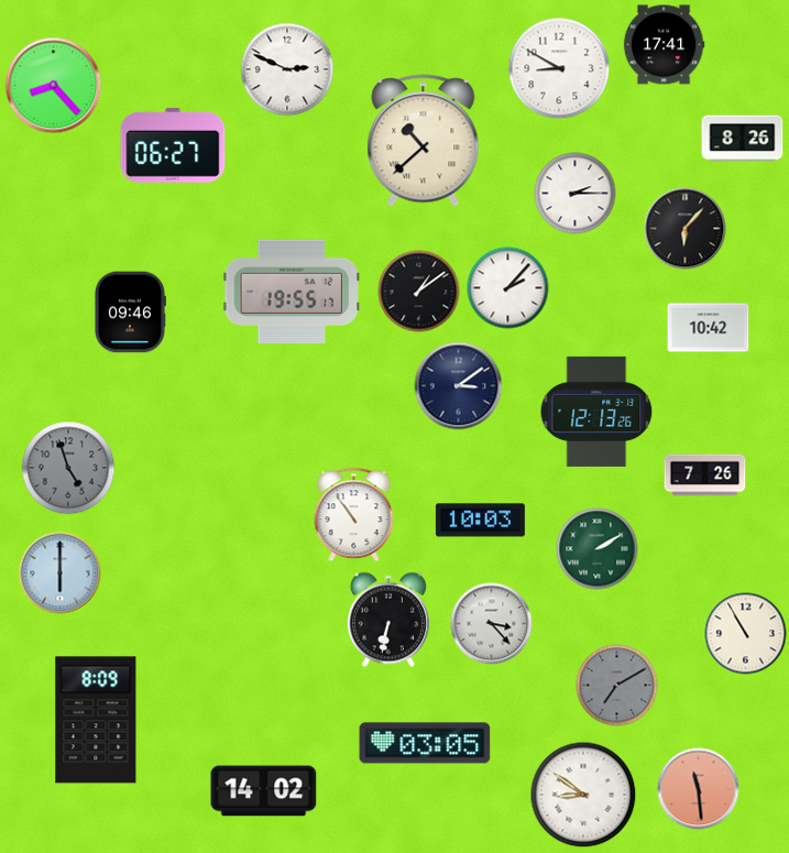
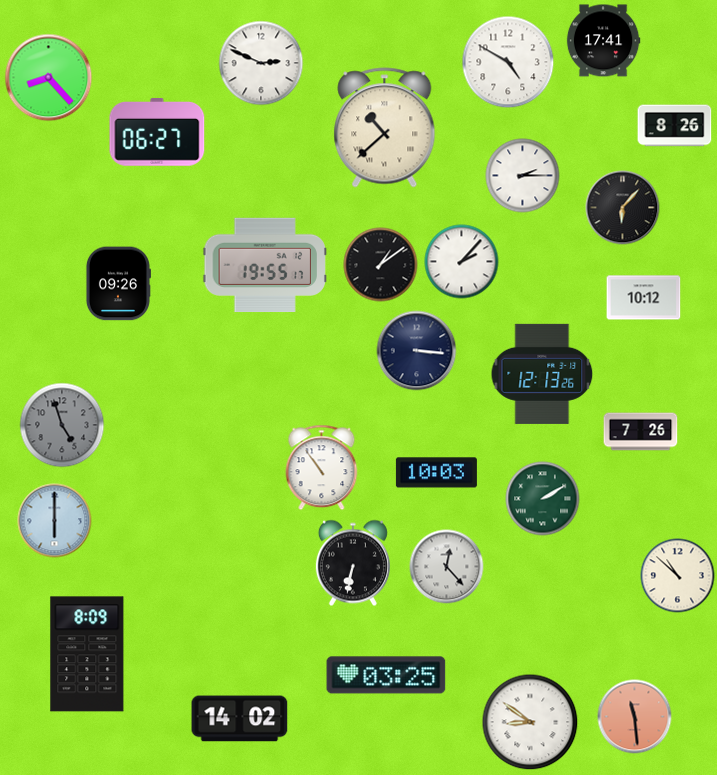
clock at (559, 68): 8:50 -> 4:50
clock at (130, 313): 09:46 -> 09:26
clock at (709, 328): 10:42 -> 10:12
clock at (459, 386): 3:09 -> 3:16
clock at (492, 624): 3:23 -> 12:23
clock at (746, 634): 10:55 -> 10:52
clock at (617, 686): 7:10 -> none
clock at (425, 743): 03:05 -> 03:25
